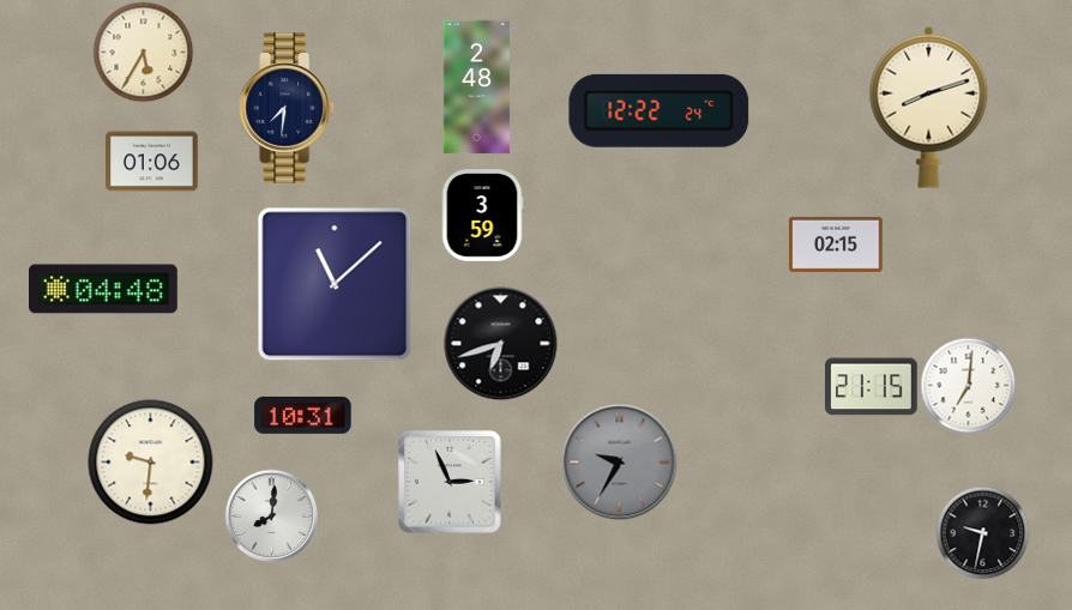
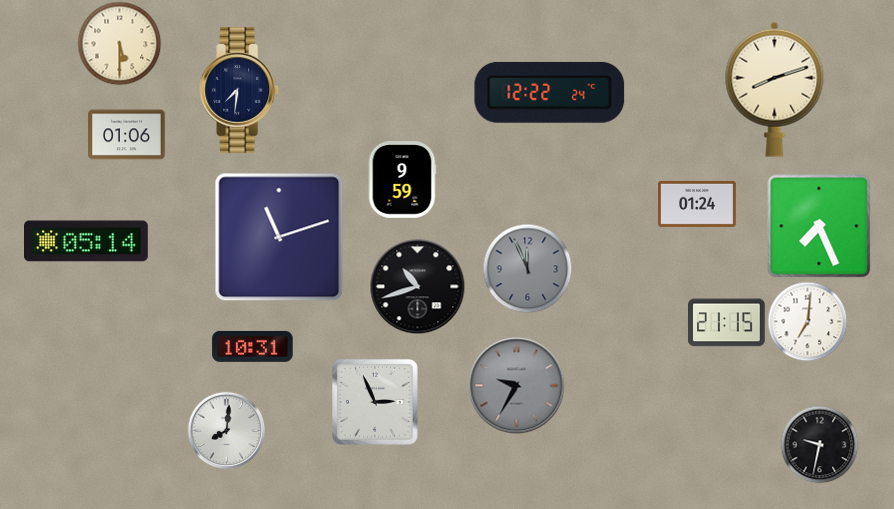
clock at (143, 52): 5:35 -> 5:30
clock at (476, 87): 2:48 -> none
clock at (482, 216): 3:59 -> 9:59
clock at (836, 244): 02:15 -> 01:24
clock at (819, 226): none -> 7:26
clock at (335, 284): 11:08 -> 11:12
clock at (104, 289): 04:48 -> 05:14
clock at (527, 268): none -> 11:56
clock at (500, 343): 6:42 -> 10:42
clock at (151, 463): 9:31 -> none
